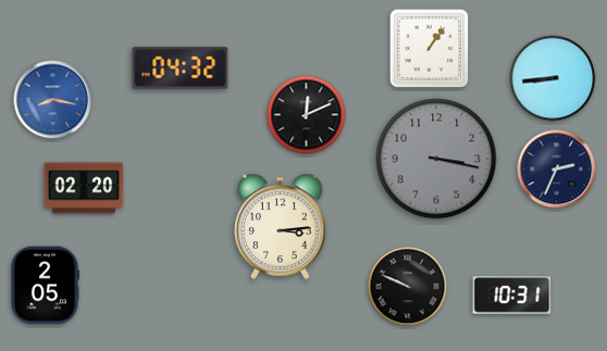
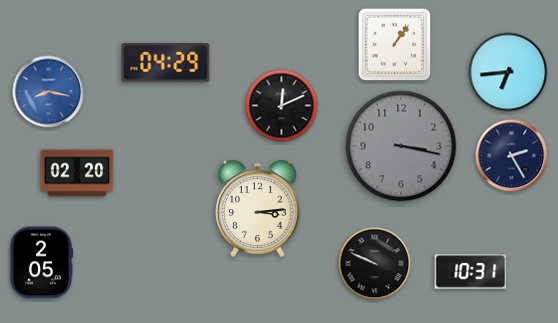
clock at (181, 68): 04:32 -> 04:29
clock at (553, 78): 8:44 -> 6:44
clock at (557, 170): 2:34 -> 2:25
